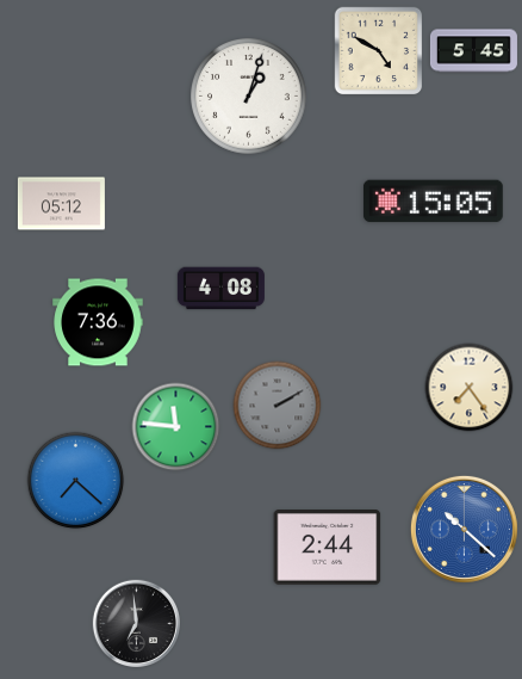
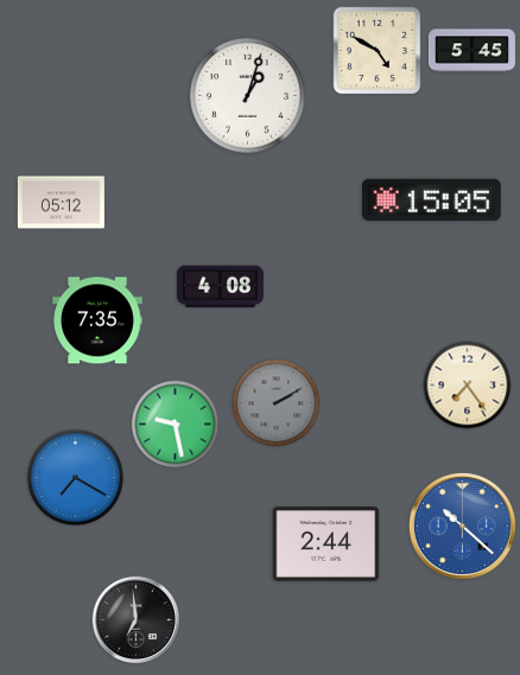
clock at (98, 322): 7:36 -> 7:35
clock at (176, 427): 11:46 -> 9:28
clock at (76, 481): 7:22 -> 7:20
